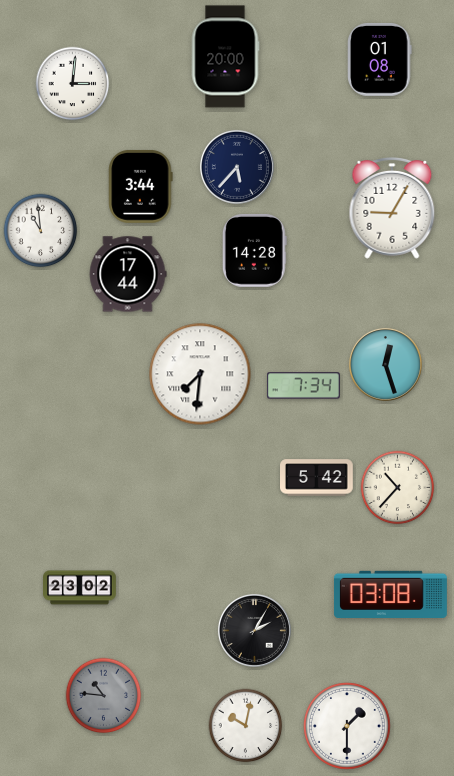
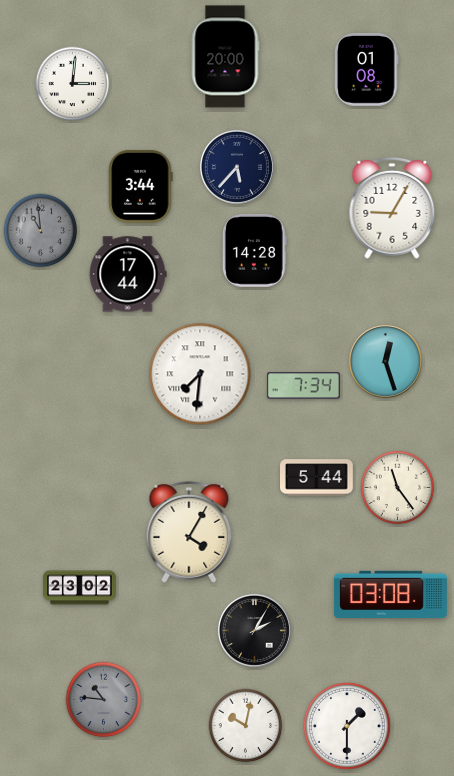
clock at (380, 60) position: (380, 60) -> (367, 70)
clock at (41, 231) dial: white -> grey
clock at (385, 364) position: (385, 364) -> (385, 361)
clock at (317, 478): 5:42 -> 5:44
clock at (398, 488): 10:37 -> 11:24
clock at (189, 532): none -> 4:05
clock at (104, 696) position: (104, 696) -> (104, 700)
